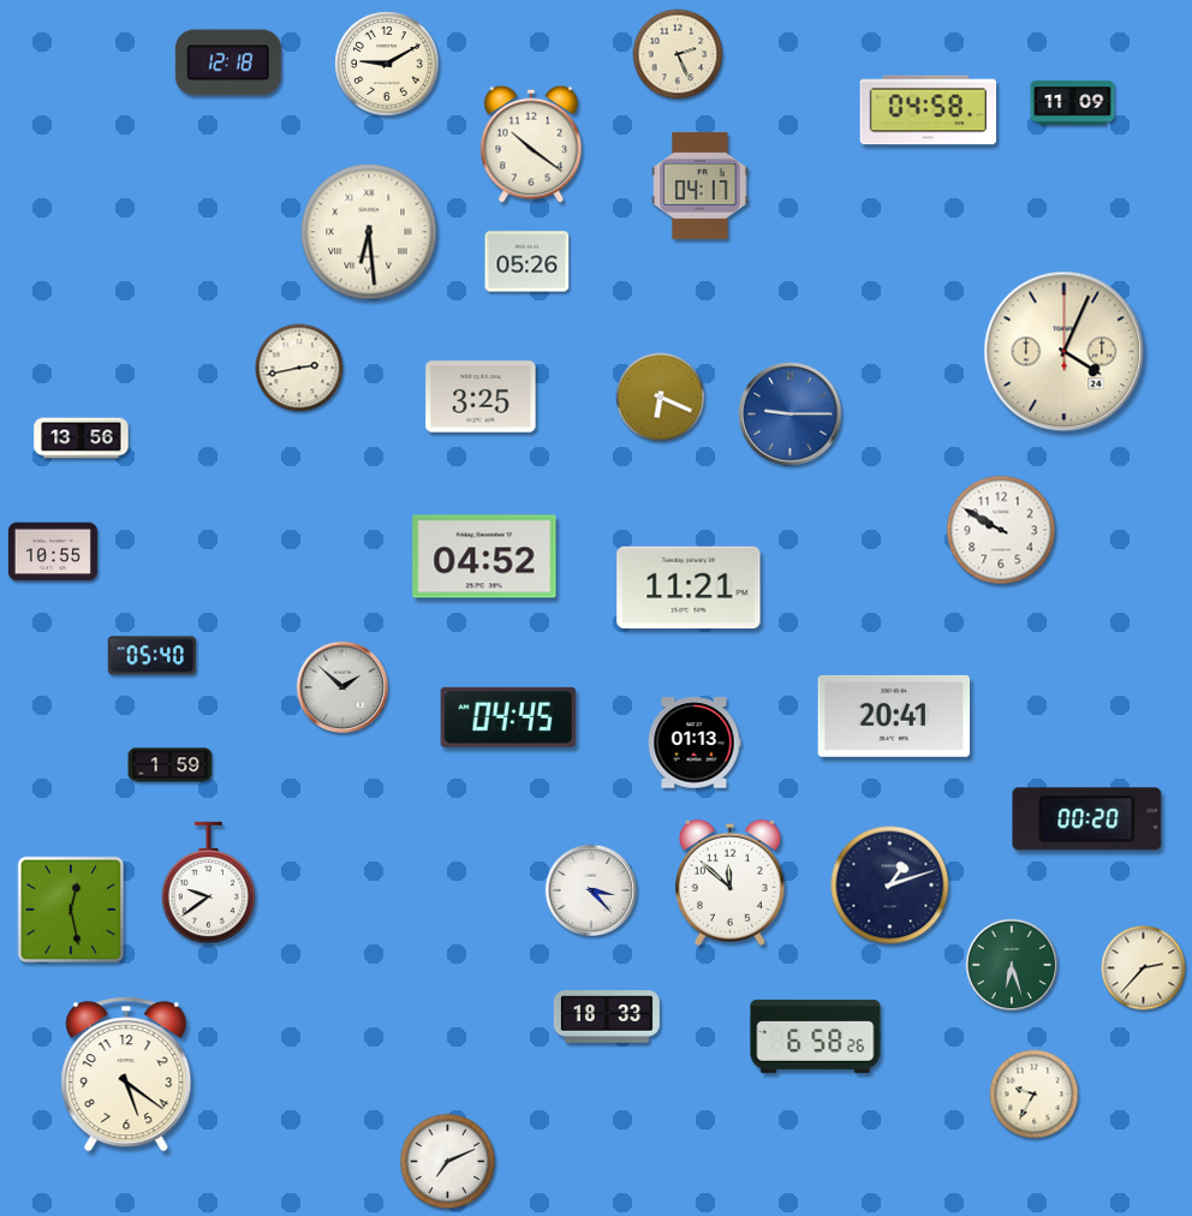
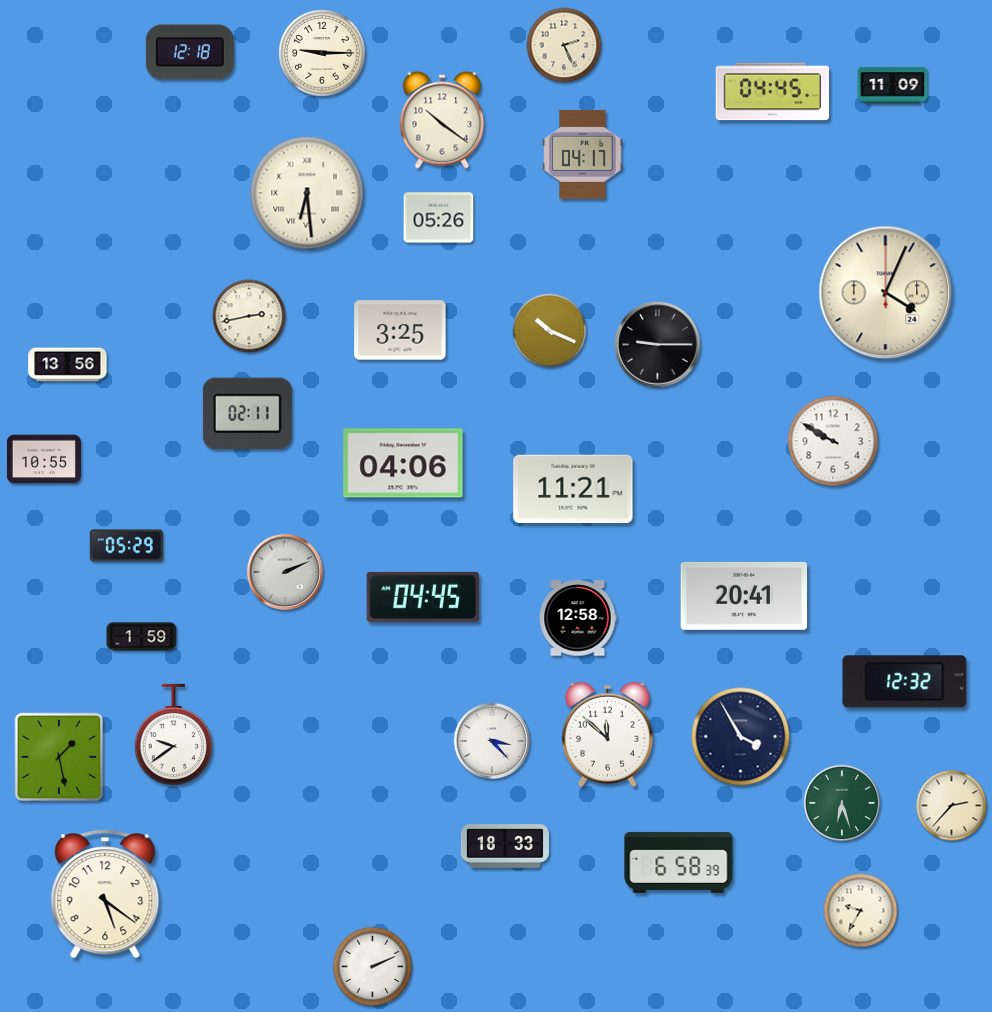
clock at (387, 64): 9:10 -> 9:15
clock at (929, 111): 04:58 -> 04:45
clock at (299, 368) position: (299, 368) -> (249, 316)
clock at (661, 398): 6:19 -> 10:19
clock at (791, 415) dial: blue -> black
clock at (247, 413): none -> 02:11
clock at (484, 556): 04:52 -> 04:06
clock at (151, 656): 05:40 -> 05:29
clock at (342, 687): 1:52 -> 2:11
clock at (695, 743): 01:13 -> 12:58
clock at (1087, 819): 00:20 -> 12:32
clock at (890, 886): 1:12 -> 3:55
clock at (71, 910): 12:28 -> 1:28
clock at (816, 1036): 6:58:26 -> 6:58:39
clock at (448, 1162): 7:11 -> 2:11
